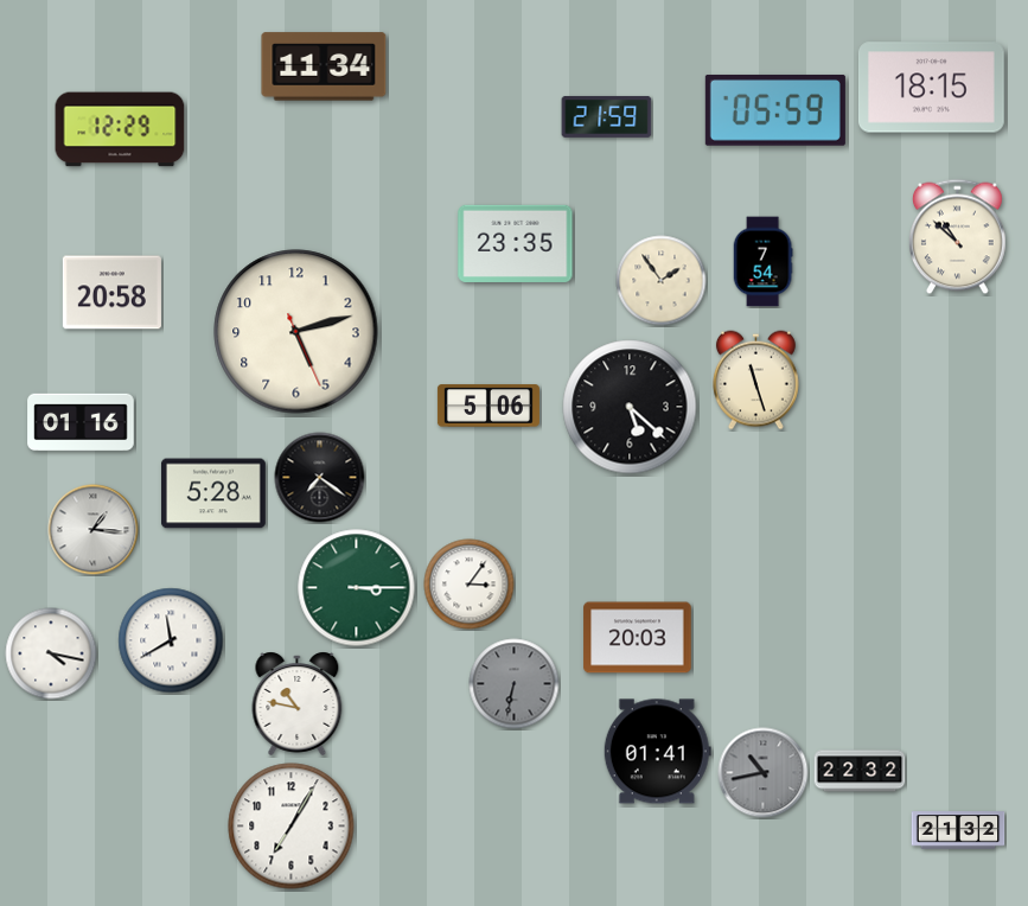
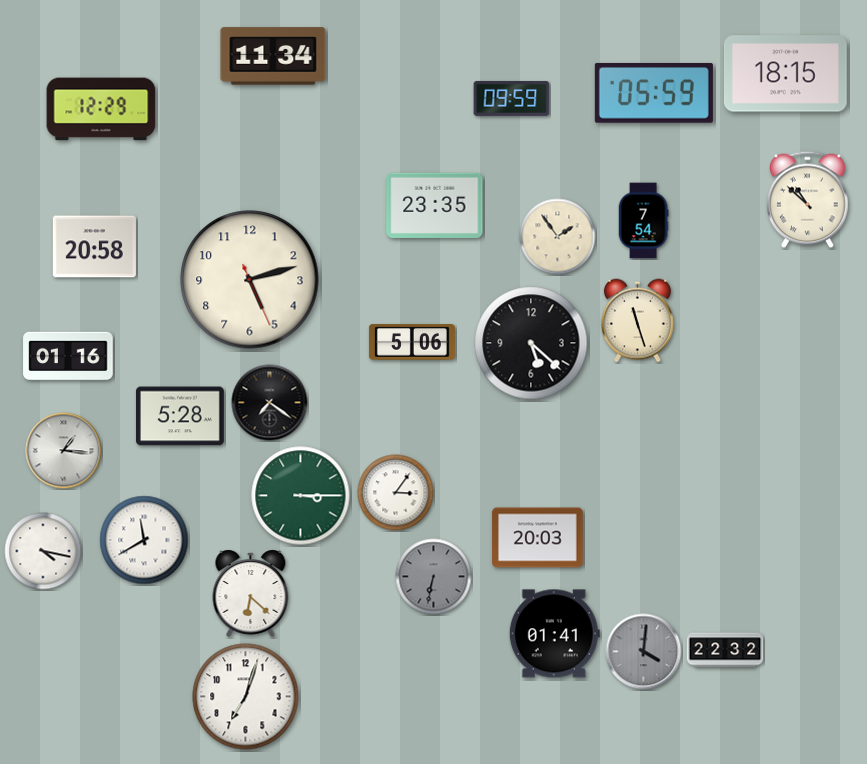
clock at (607, 116): 21:59 -> 09:59
clock at (94, 530) position: (94, 530) -> (64, 451)
clock at (298, 703): 10:47 -> 6:22
clock at (764, 773): 10:43 -> 4:01
clock at (292, 827): 7:05 -> 7:03
clock at (958, 830): 21:32 -> none
